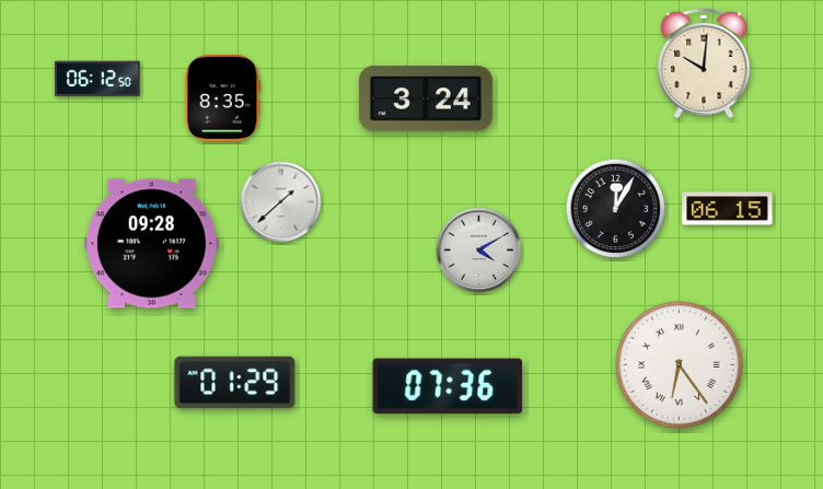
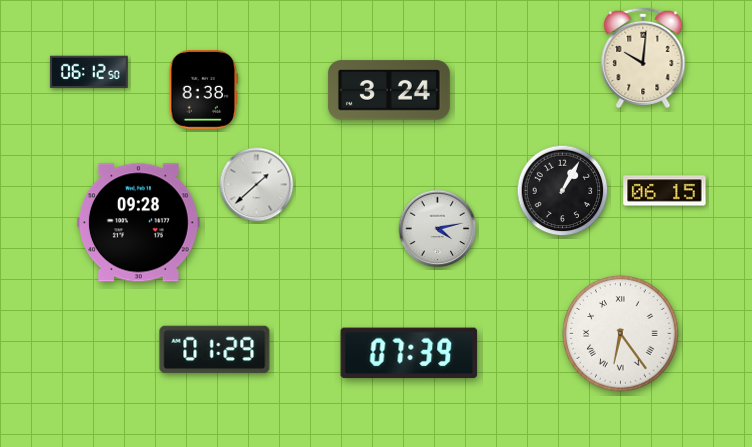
clock at (223, 98): 8:35 -> 8:38
clock at (616, 209): 12:05 -> 1:05
clock at (479, 251): 4:10 -> 4:13
clock at (448, 386): 07:36 -> 07:39
